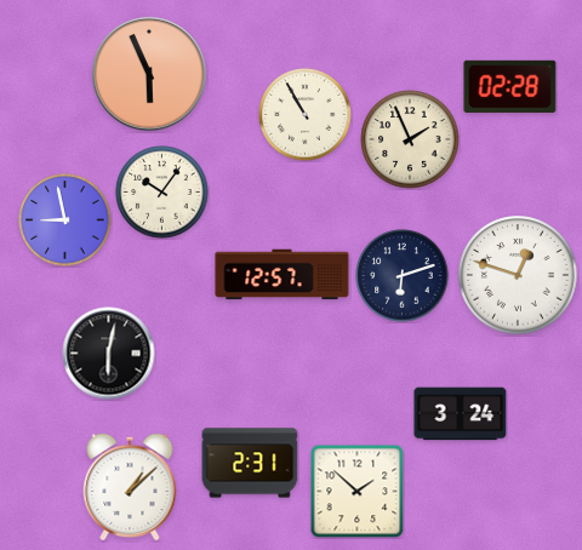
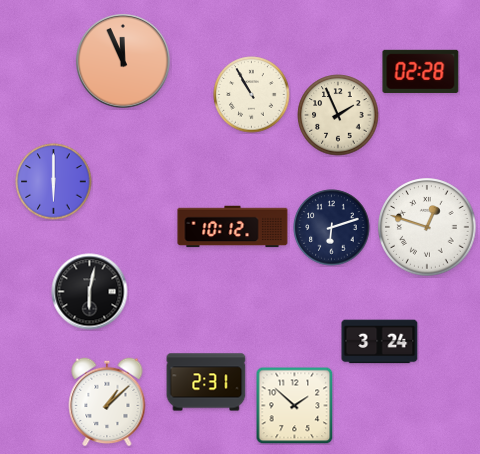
clock at (150, 75): 5:56 -> 11:56
clock at (162, 193): 10:06 -> none
clock at (65, 220): 8:58 -> 6:00
clock at (283, 275): 12:57 -> 10:12
